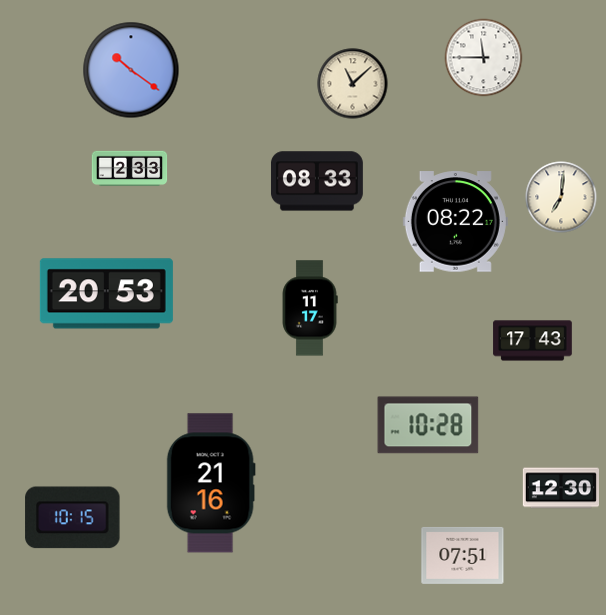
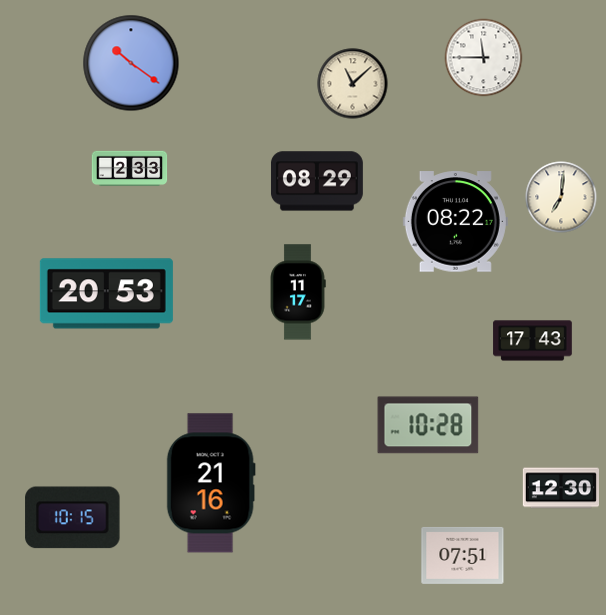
clock at (131, 70) position: (131, 70) -> (131, 63)
clock at (317, 181): 08:33 -> 08:29
clock at (310, 308) position: (310, 308) -> (298, 292)
